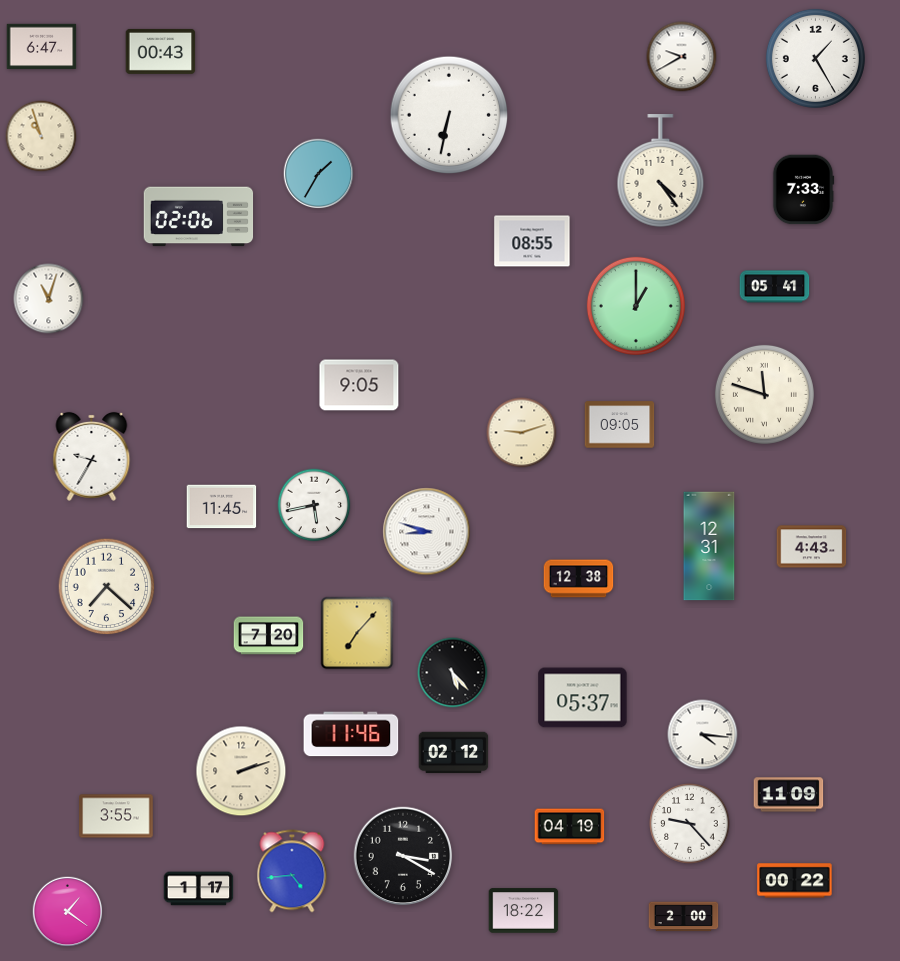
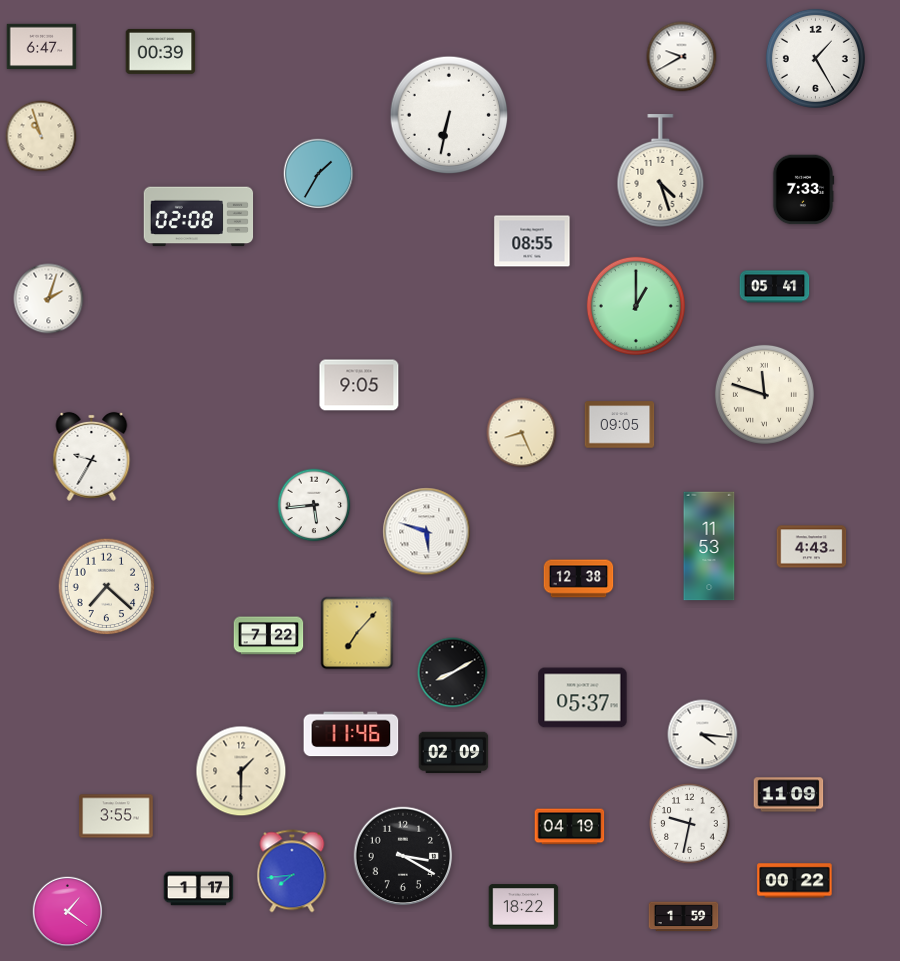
clock at (161, 51): 00:43 -> 00:39
clock at (661, 171): 4:24 -> 4:27
clock at (199, 217): 02:06 -> 02:08
clock at (49, 299): 11:03 -> 2:03
clock at (522, 433): 9:12 -> 8:26
clock at (314, 505): 5:43 -> 5:44
clock at (222, 507): 11:45 -> none
clock at (427, 532): 8:48 -> 5:48
clock at (709, 546): 12:31 -> 11:53
clock at (269, 636): 7:20 -> 7:22
clock at (453, 673): 5:23 -> 8:10
clock at (454, 753): 02:12 -> 02:09
clock at (241, 771): 2:12 -> 1:30
clock at (690, 824): 9:23 -> 9:32
clock at (292, 871): 4:44 -> 7:44
clock at (524, 911) position: (524, 911) -> (524, 907)
clock at (684, 917): 2:00 -> 1:59
